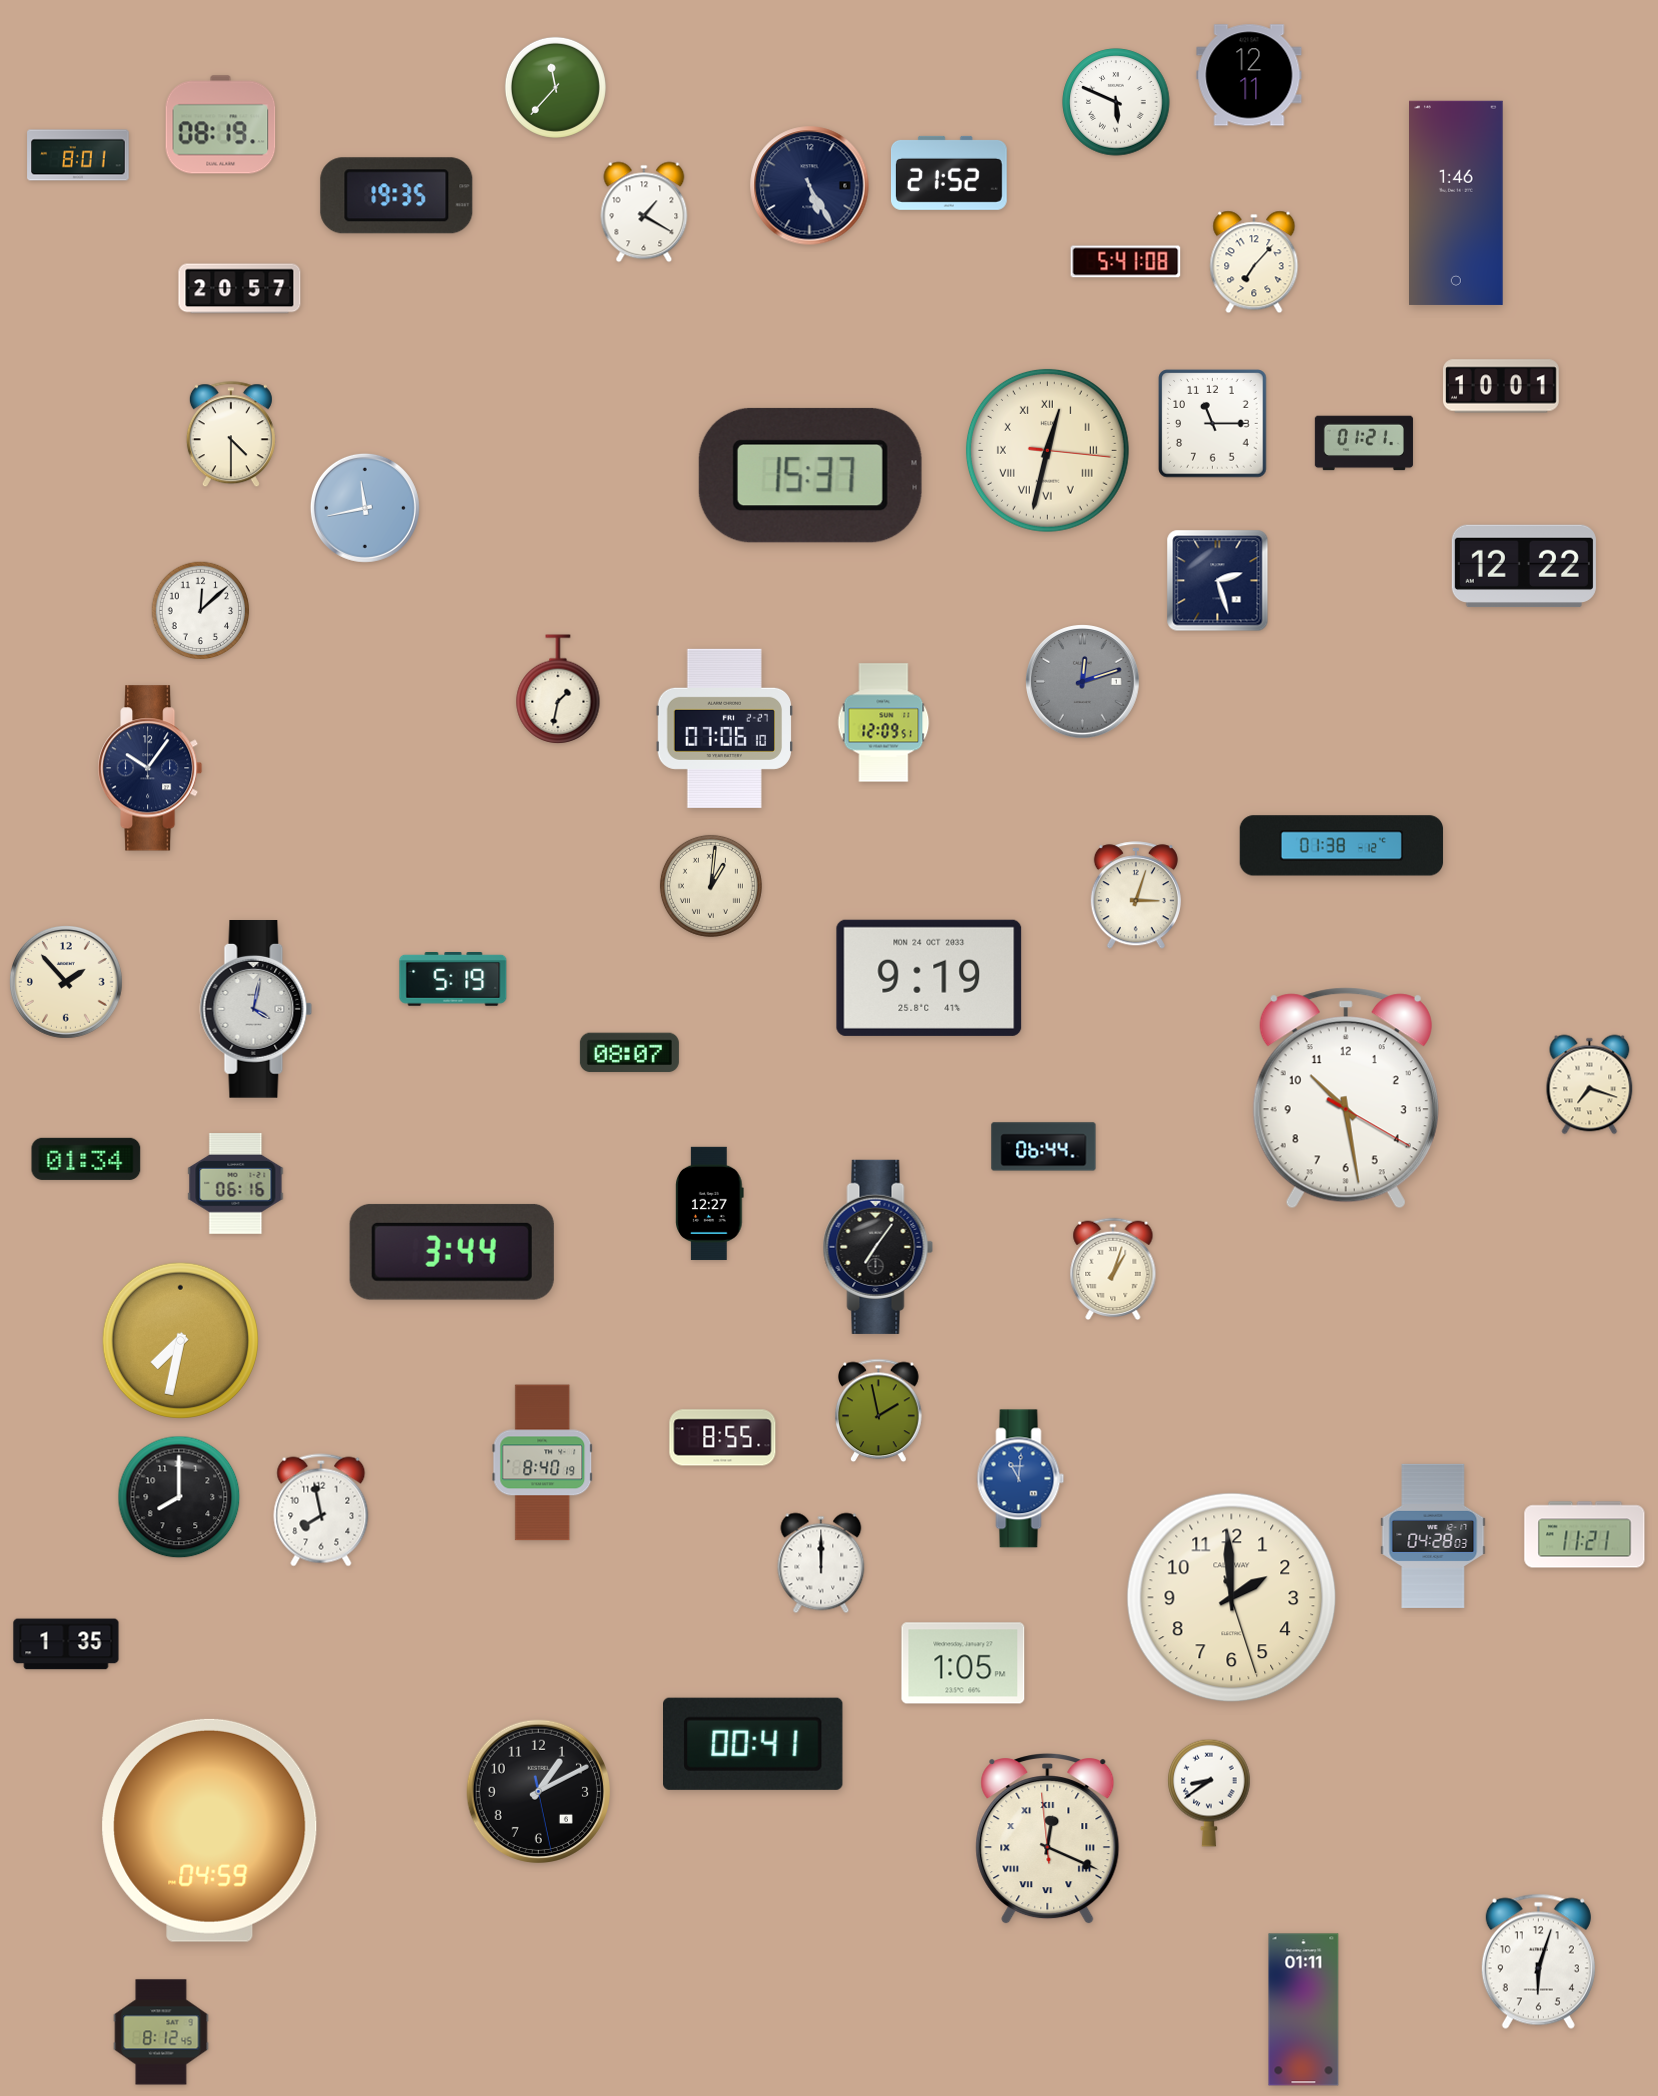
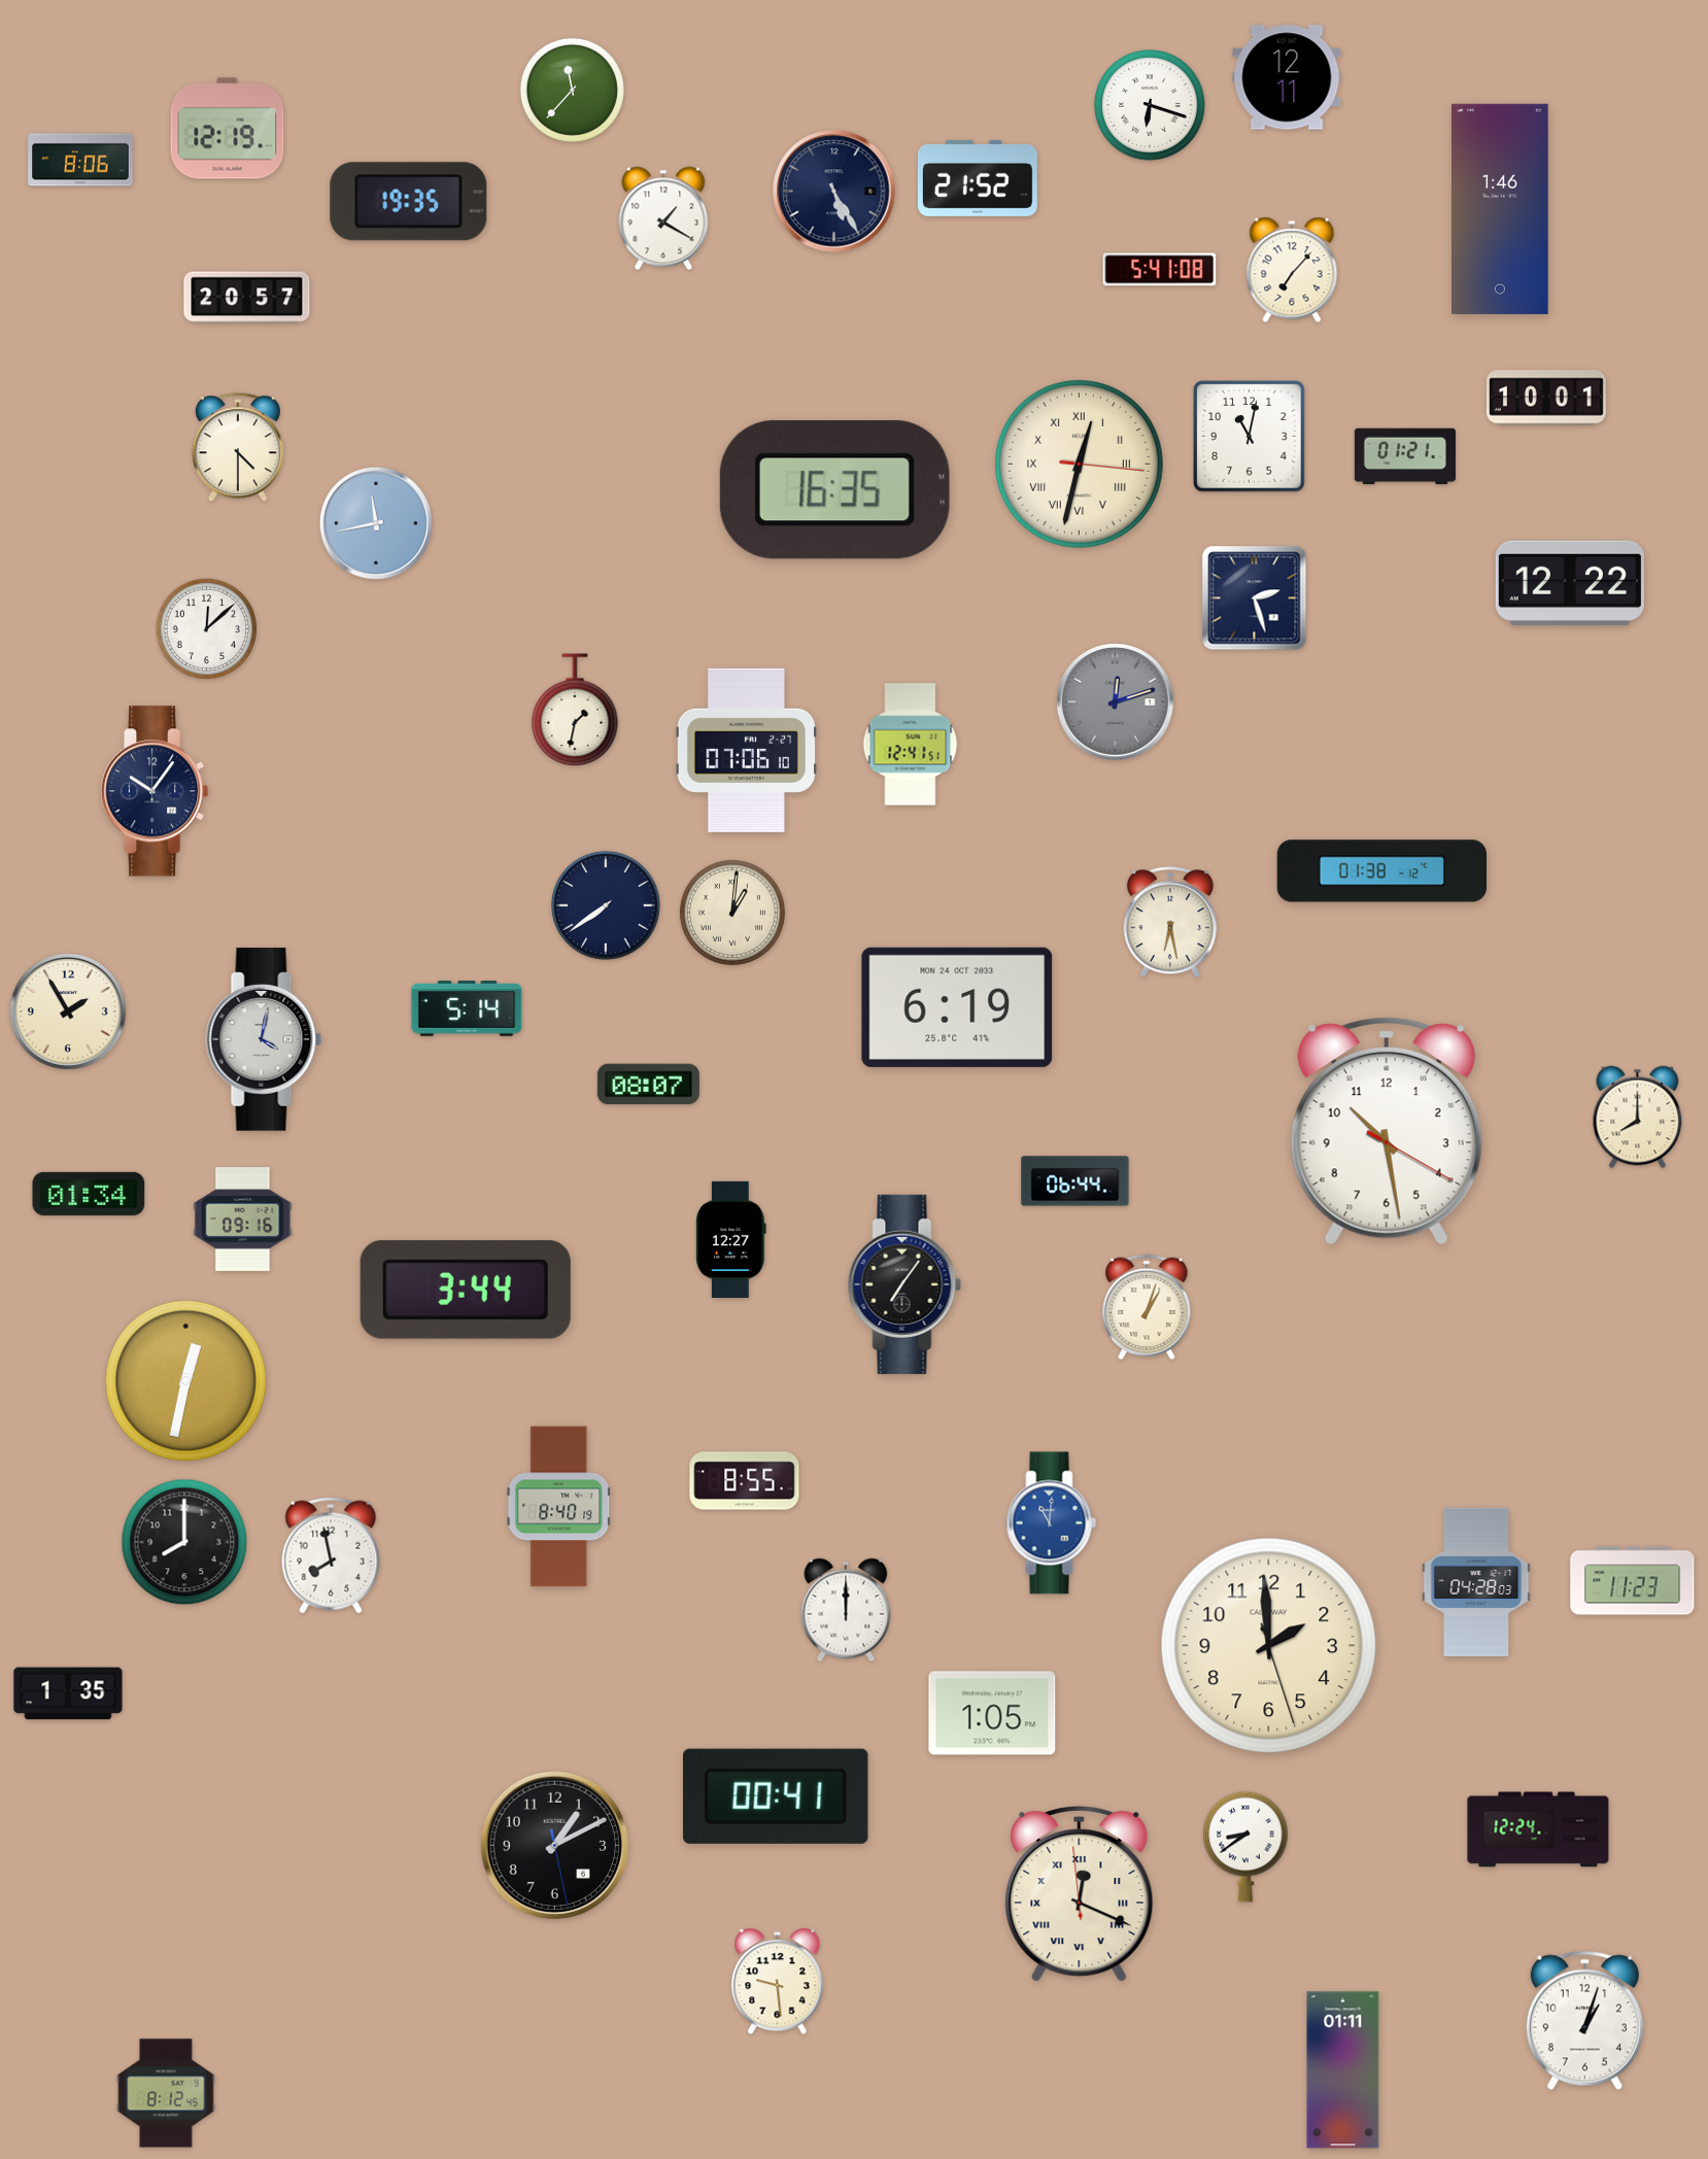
clock at (1116, 102): 5:49 -> 6:18
clock at (221, 125): 08:19 -> 12:19
clock at (78, 155): 8:01 -> 8:06
clock at (1213, 424): 11:15 -> 11:02
clock at (810, 475): 15:37 -> 16:35
clock at (884, 723): 12:09 -> 12:41
clock at (606, 905): none -> 7:39
clock at (1136, 896): 3:03 -> 6:28
clock at (929, 978): 9:19 -> 6:19
clock at (453, 980): 5:19 -> 5:14
clock at (67, 983): 1:53 -> 1:55
clock at (1590, 1085): 7:18 -> 8:00
clock at (236, 1184): 06:16 -> 09:16
clock at (180, 1340): 7:32 -> 12:32
clock at (879, 1411): 1:58 -> none
clock at (1585, 1535): 11:21 -> 11:23
clock at (1538, 1829): none -> 12:24
clock at (210, 1830): 04:59 -> none
clock at (778, 1982): none -> 9:29
clock at (1538, 1961): 6:03 -> 1:03
